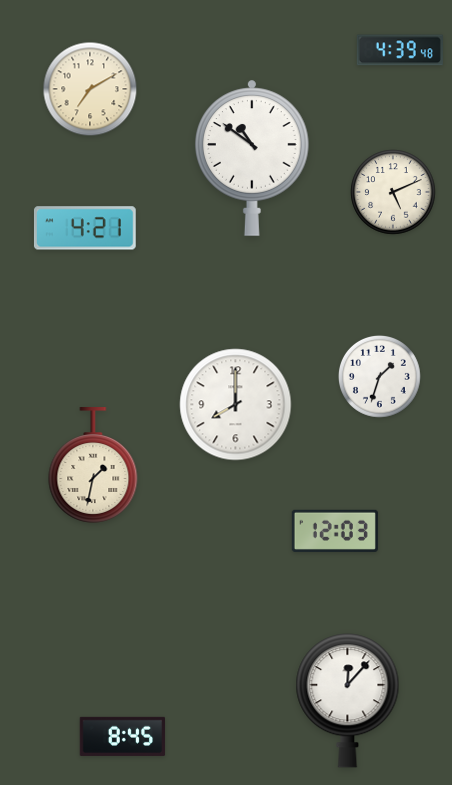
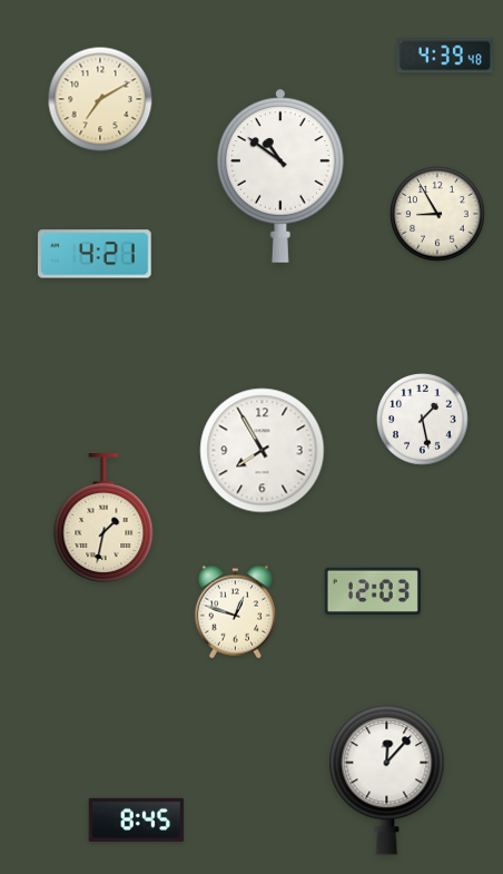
clock at (393, 192): 5:11 -> 8:55
clock at (379, 376): 1:33 -> 1:28
clock at (236, 405): 8:00 -> 7:55
clock at (236, 612): none -> 12:48
